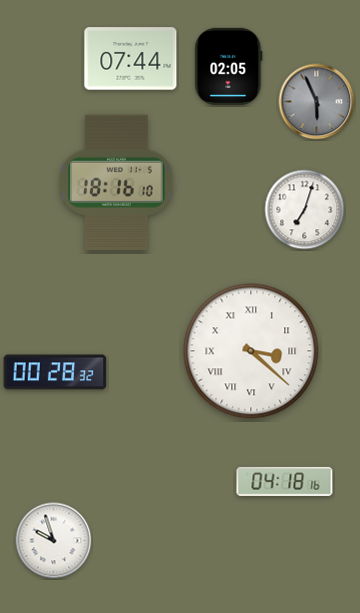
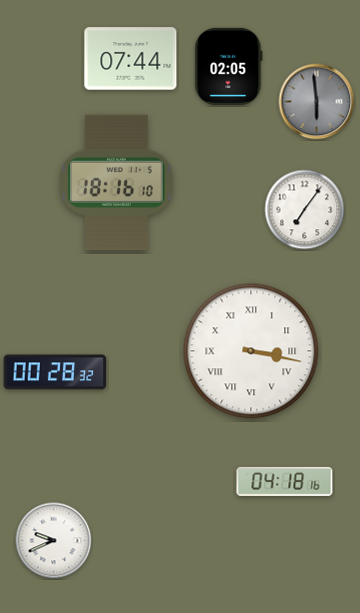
clock at (317, 102): 5:56 -> 5:59
clock at (305, 210): 7:03 -> 7:06
clock at (251, 351): 3:22 -> 3:17
clock at (54, 541): 9:57 -> 9:41
